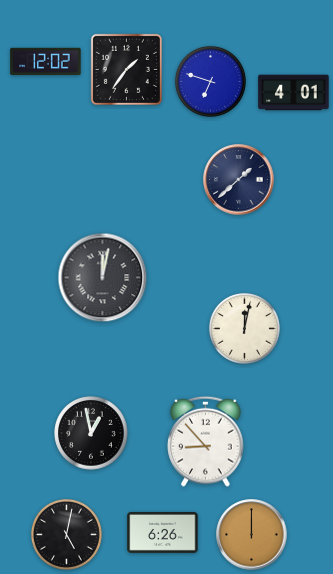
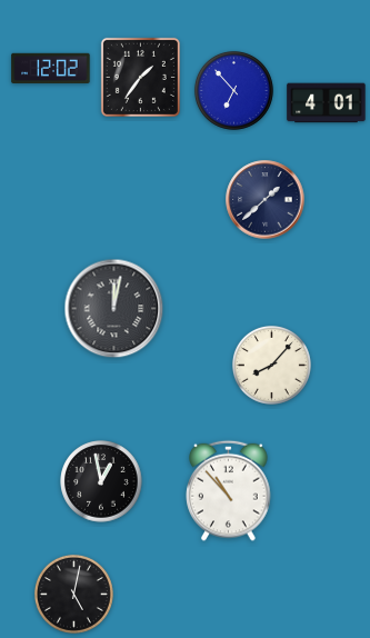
clock at (210, 81): 6:48 -> 6:53
clock at (244, 328): 12:02 -> 8:07
clock at (206, 441): 8:53 -> 10:53
clock at (163, 532): 6:26 -> none
clock at (252, 535): 12:00 -> none
